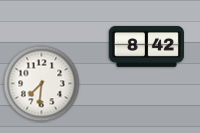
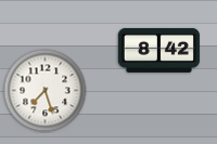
clock at (42, 84): 7:31 -> 7:27
